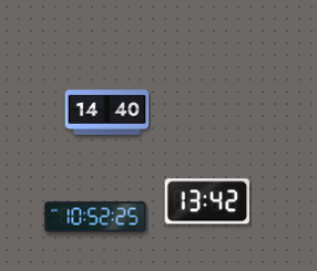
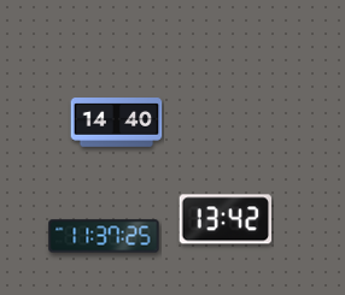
clock at (95, 217): 10:52 -> 11:37
